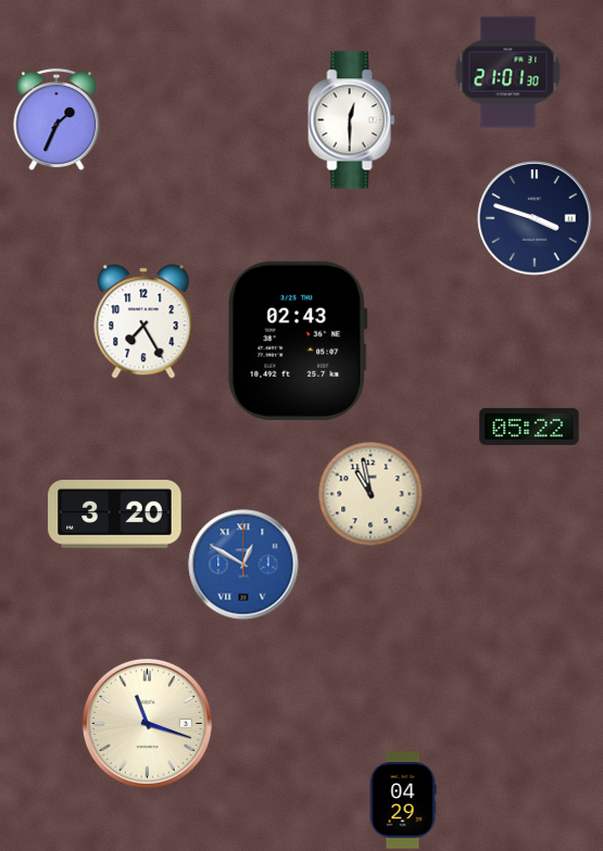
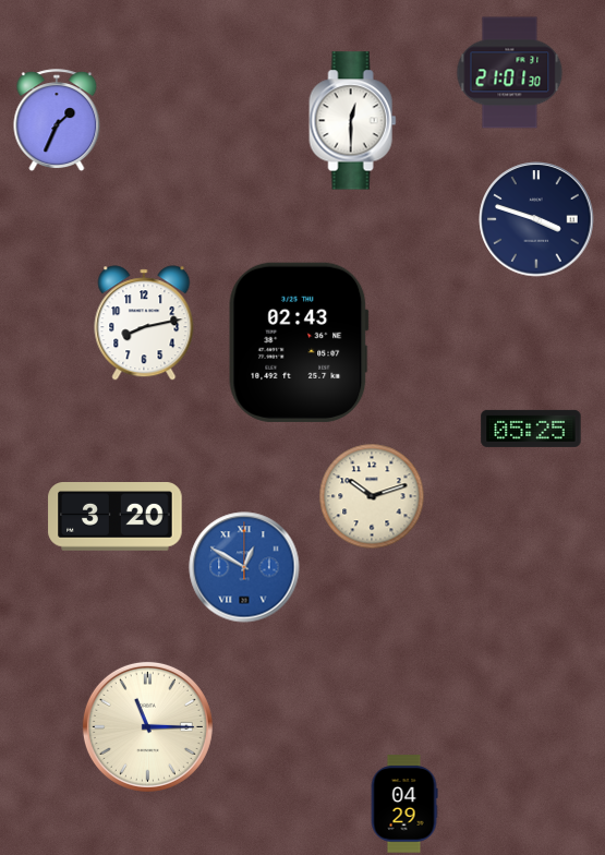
clock at (143, 321): 7:25 -> 8:13
clock at (529, 427): 05:22 -> 05:25
clock at (370, 494): 10:58 -> 10:12
clock at (147, 723): 11:18 -> 11:15
